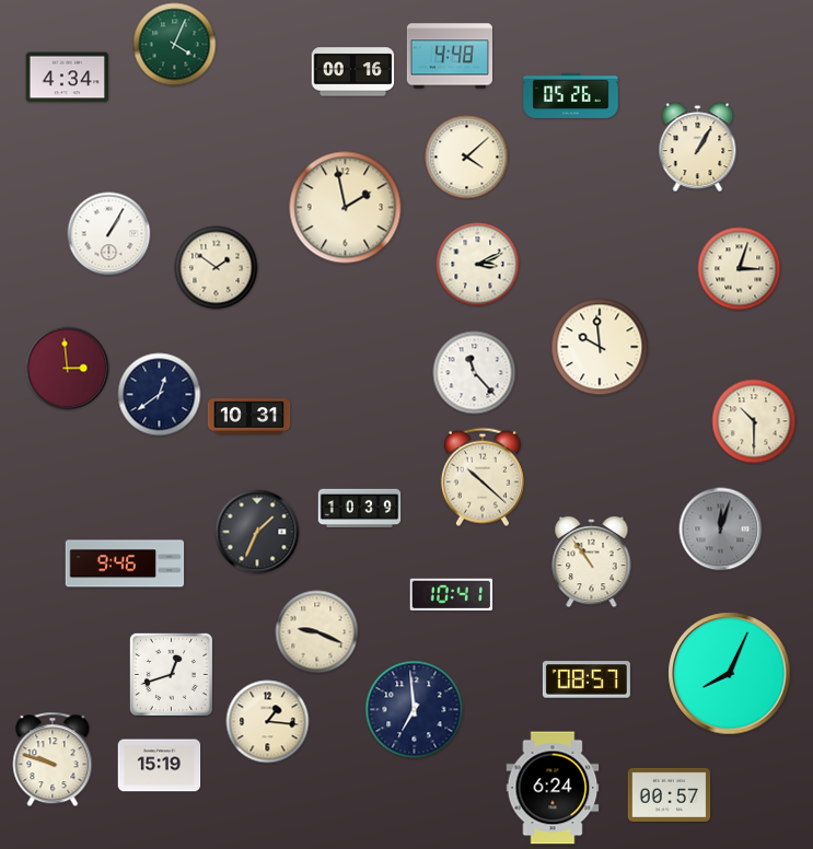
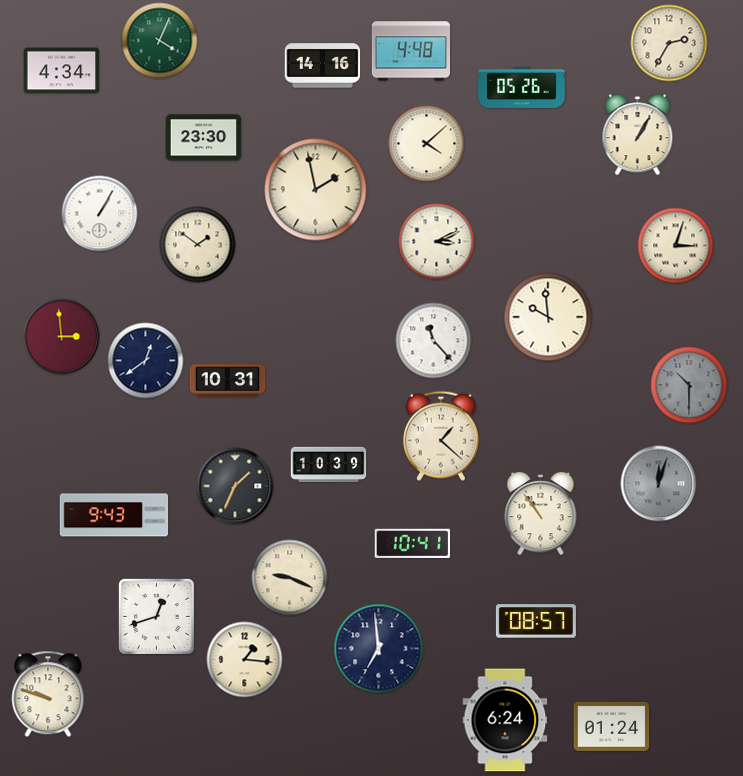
clock at (669, 43): none -> 2:35
clock at (353, 72): 00:16 -> 14:16
clock at (204, 138): none -> 23:30
clock at (754, 421) dial: cream -> grey
clock at (483, 477): 10:22 -> 1:22
clock at (125, 563): 9:46 -> 9:43
clock at (730, 674): 8:04 -> none
clock at (160, 766): 15:19 -> none
clock at (670, 794): 00:57 -> 01:24
